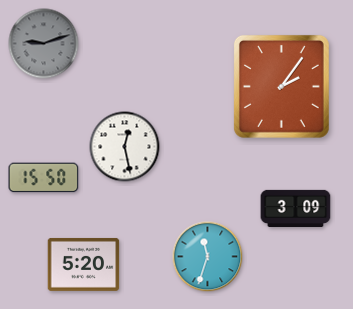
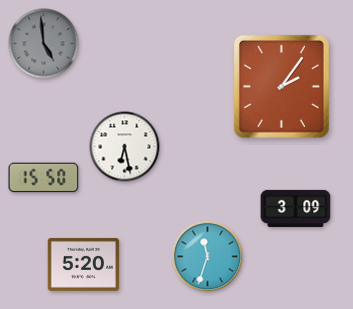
clock at (44, 44): 9:12 -> 4:59
clock at (125, 147): 12:28 -> 6:28
